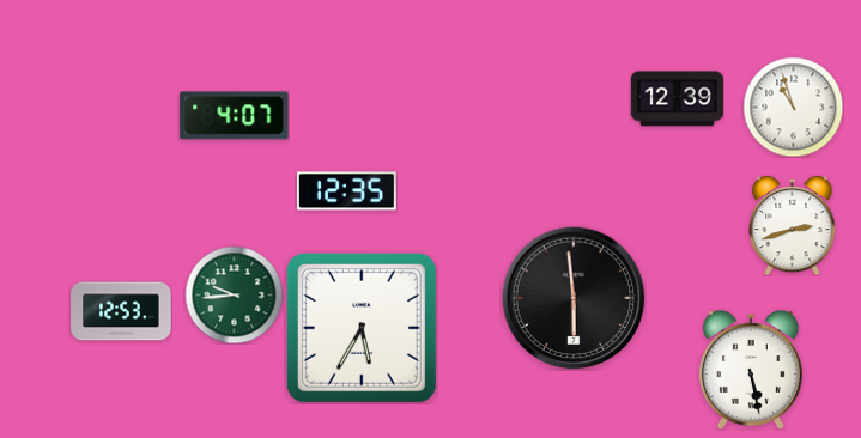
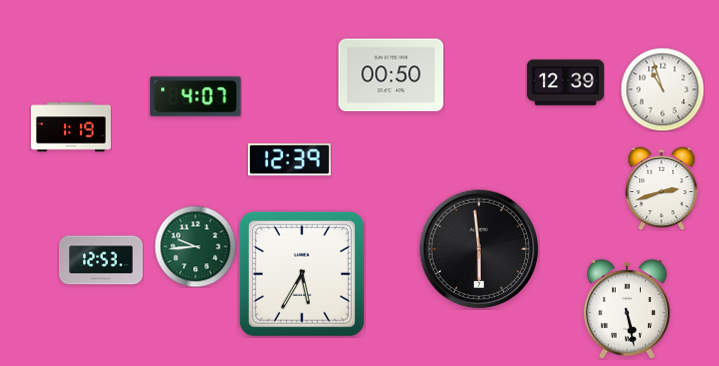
clock at (391, 75): none -> 00:50
clock at (71, 127): none -> 1:19
clock at (347, 191): 12:35 -> 12:39
